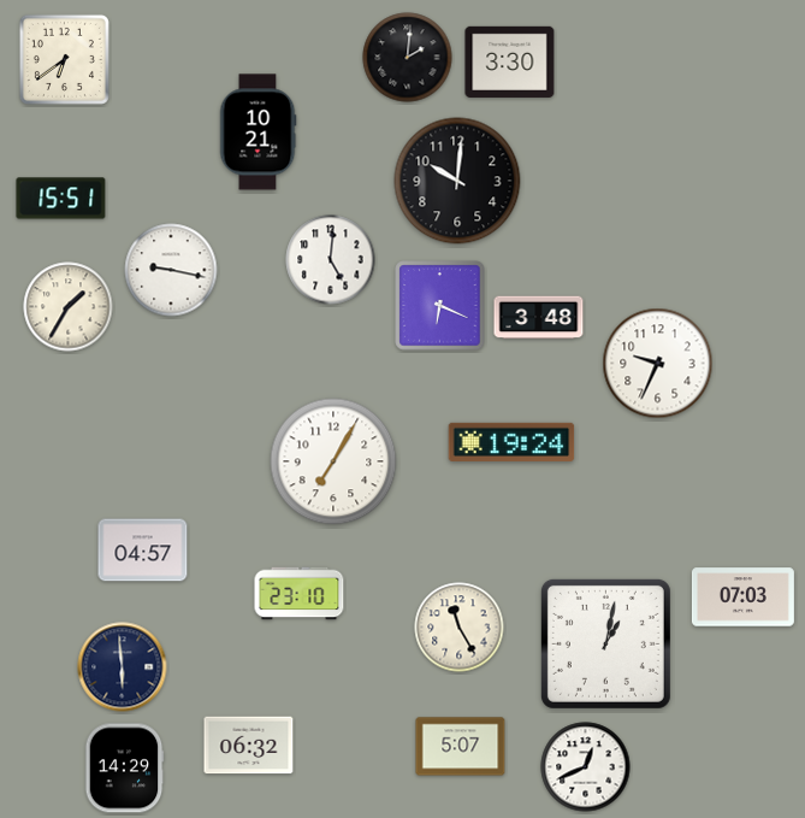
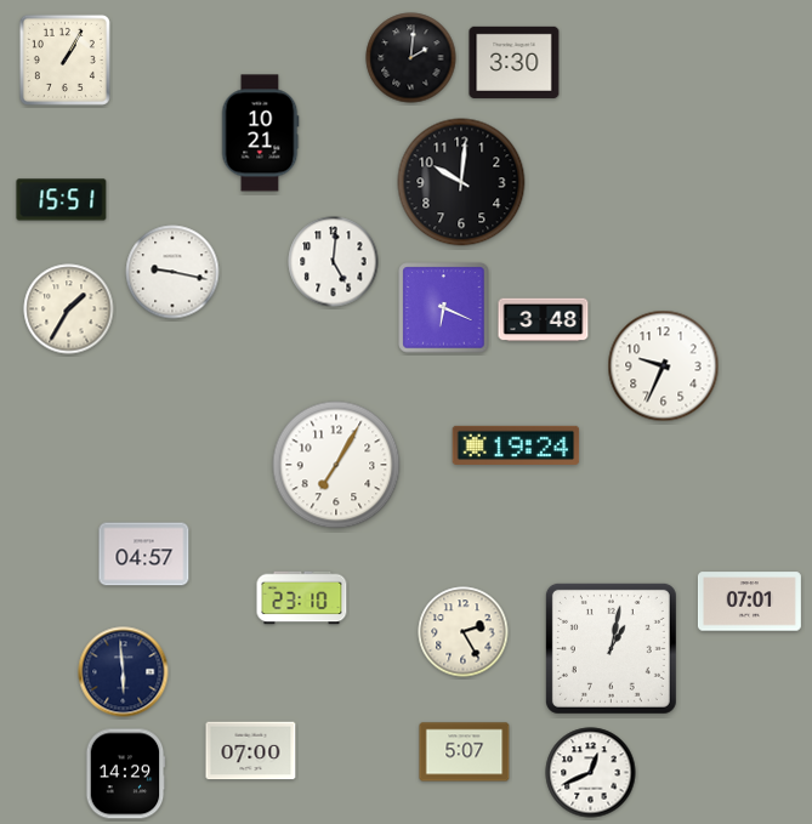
clock at (64, 59): 6:39 -> 1:05
clock at (742, 598): 07:03 -> 07:01
clock at (460, 628): 11:25 -> 2:25
clock at (249, 746): 06:32 -> 07:00
